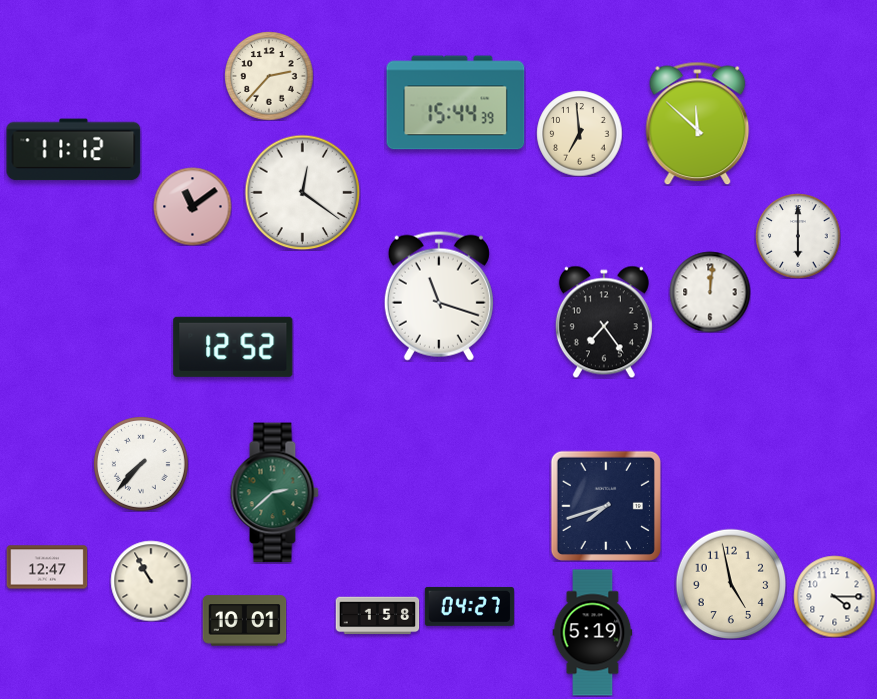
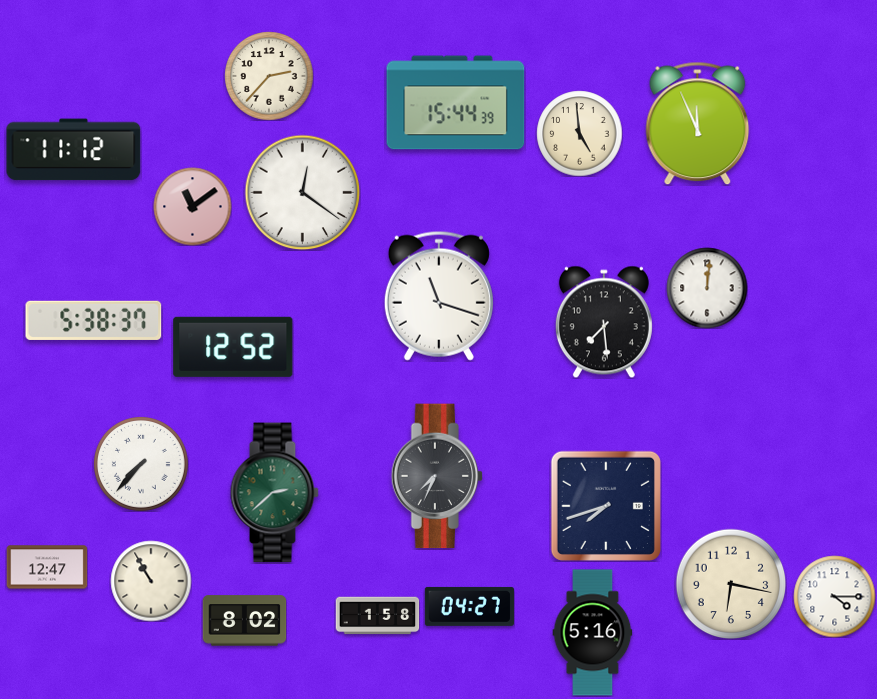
clock at (698, 123): 11:52 -> 11:56
clock at (579, 133): 6:59 -> 4:59
clock at (798, 236): 6:00 -> none
clock at (710, 292) position: (710, 292) -> (707, 288)
clock at (94, 320): none -> 5:38
clock at (604, 322): 7:24 -> 7:29
clock at (437, 476): none -> 7:34
clock at (731, 584): 4:58 -> 6:17
clock at (244, 621): 10:01 -> 8:02
clock at (593, 633): 5:19 -> 5:16
